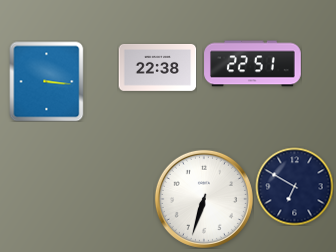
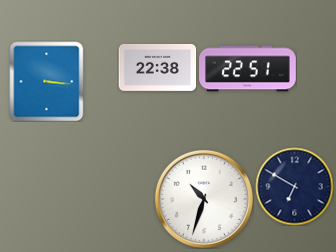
clock at (253, 64) position: (253, 64) -> (248, 69)
clock at (204, 199): 6:33 -> 10:33
